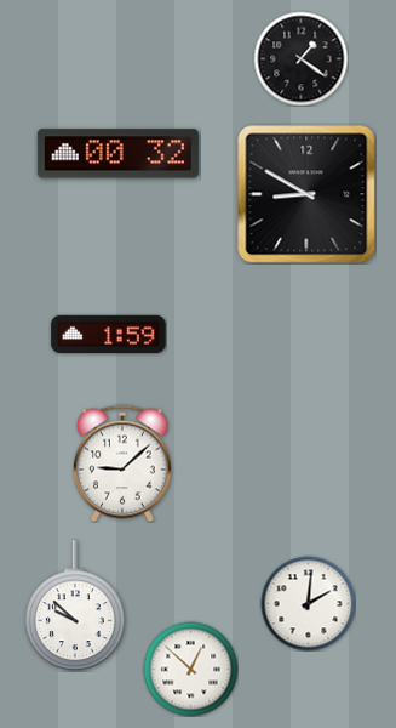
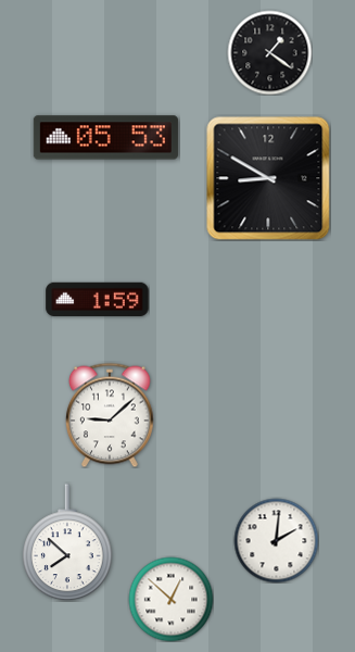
clock at (117, 154): 00:32 -> 05:53
clock at (306, 194) position: (306, 194) -> (268, 178)
clock at (76, 605): 9:52 -> 7:52
